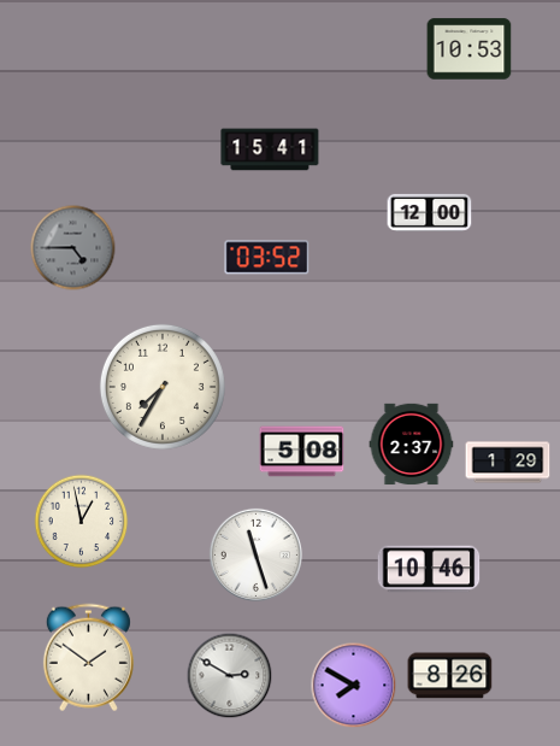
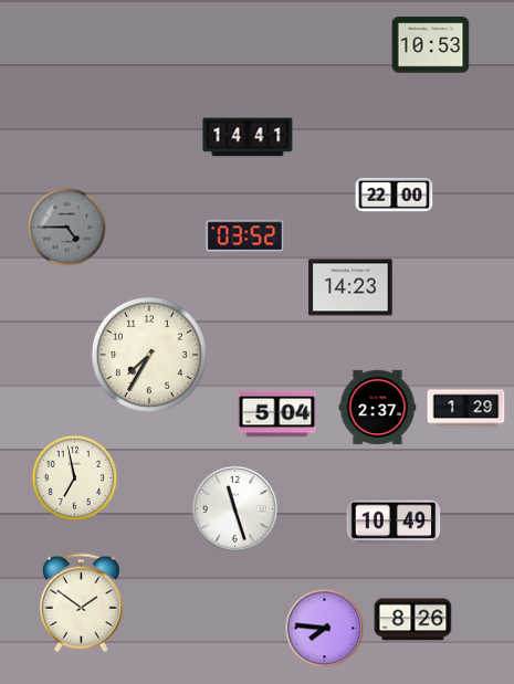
clock at (270, 149): 15:41 -> 14:41
clock at (430, 212): 12:00 -> 22:00
clock at (350, 287): none -> 14:23
clock at (302, 452): 5:08 -> 5:04
clock at (508, 463) position: (508, 463) -> (466, 409)
clock at (82, 522): 12:58 -> 6:58
clock at (429, 569): 10:46 -> 10:49
clock at (230, 676): 2:50 -> none
clock at (354, 686): 7:50 -> 7:46
